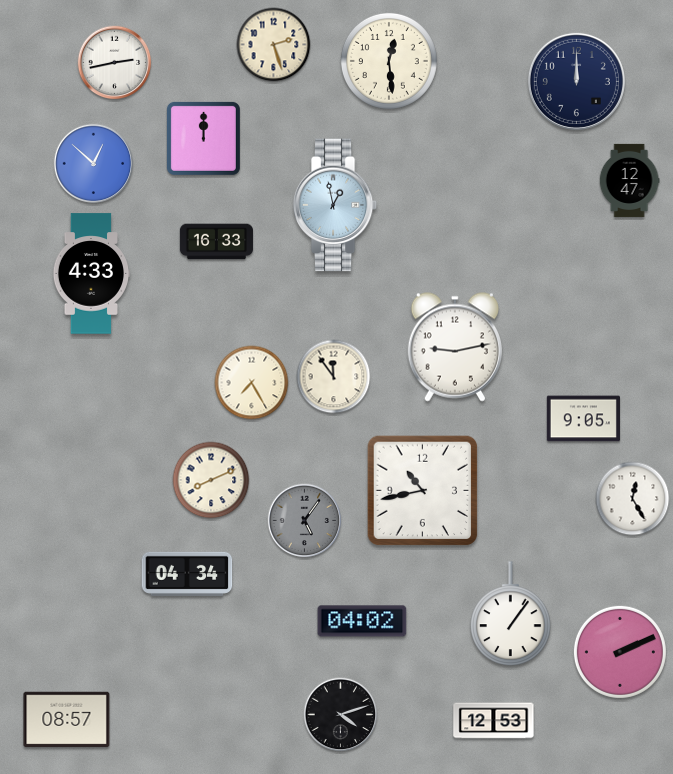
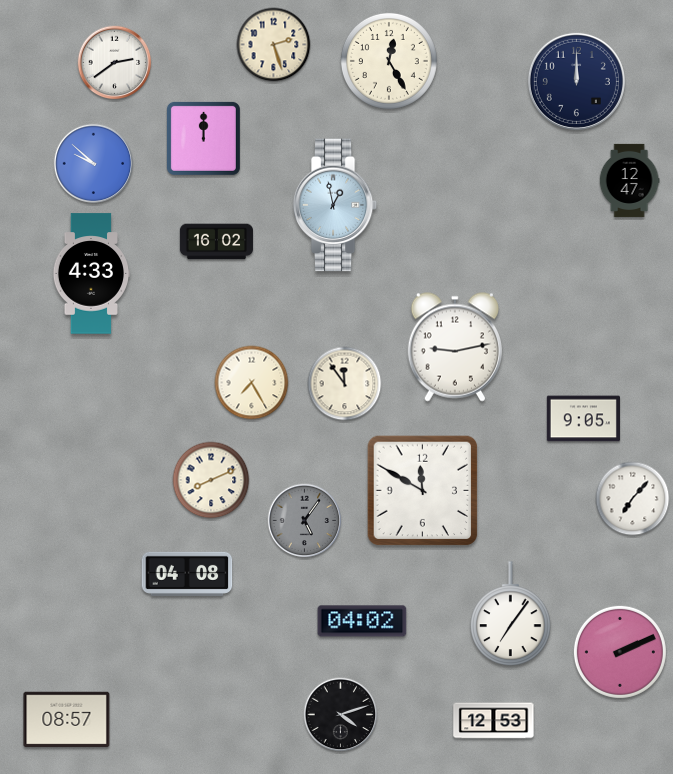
clock at (389, 61): 12:29 -> 12:25
clock at (115, 63): 2:43 -> 2:39
clock at (94, 164): 12:52 -> 9:52
clock at (216, 242): 16:33 -> 16:02
clock at (334, 377) position: (334, 377) -> (345, 384)
clock at (423, 491): 10:43 -> 11:50
clock at (633, 499): 12:25 -> 7:07
clock at (187, 574): 04:34 -> 04:08
clock at (511, 614): 1:06 -> 7:06
